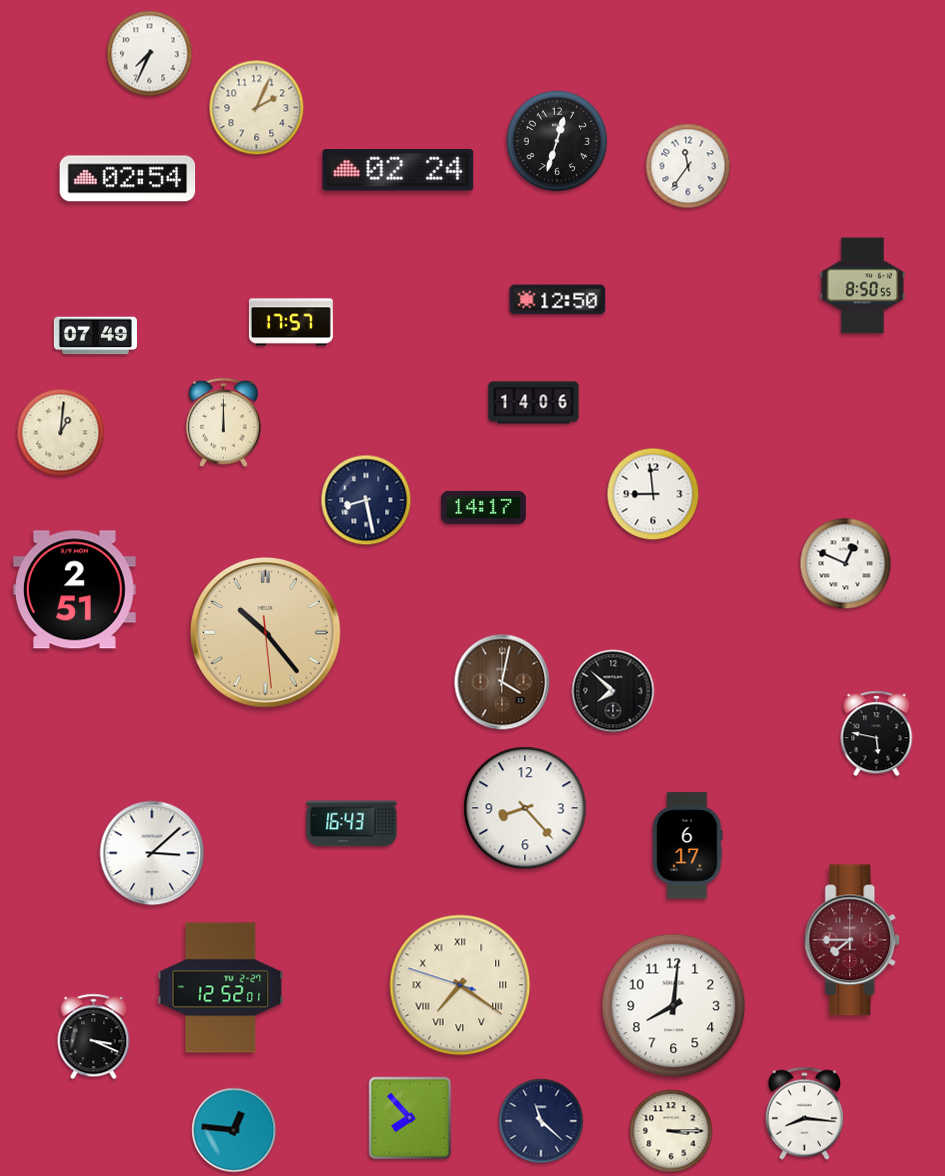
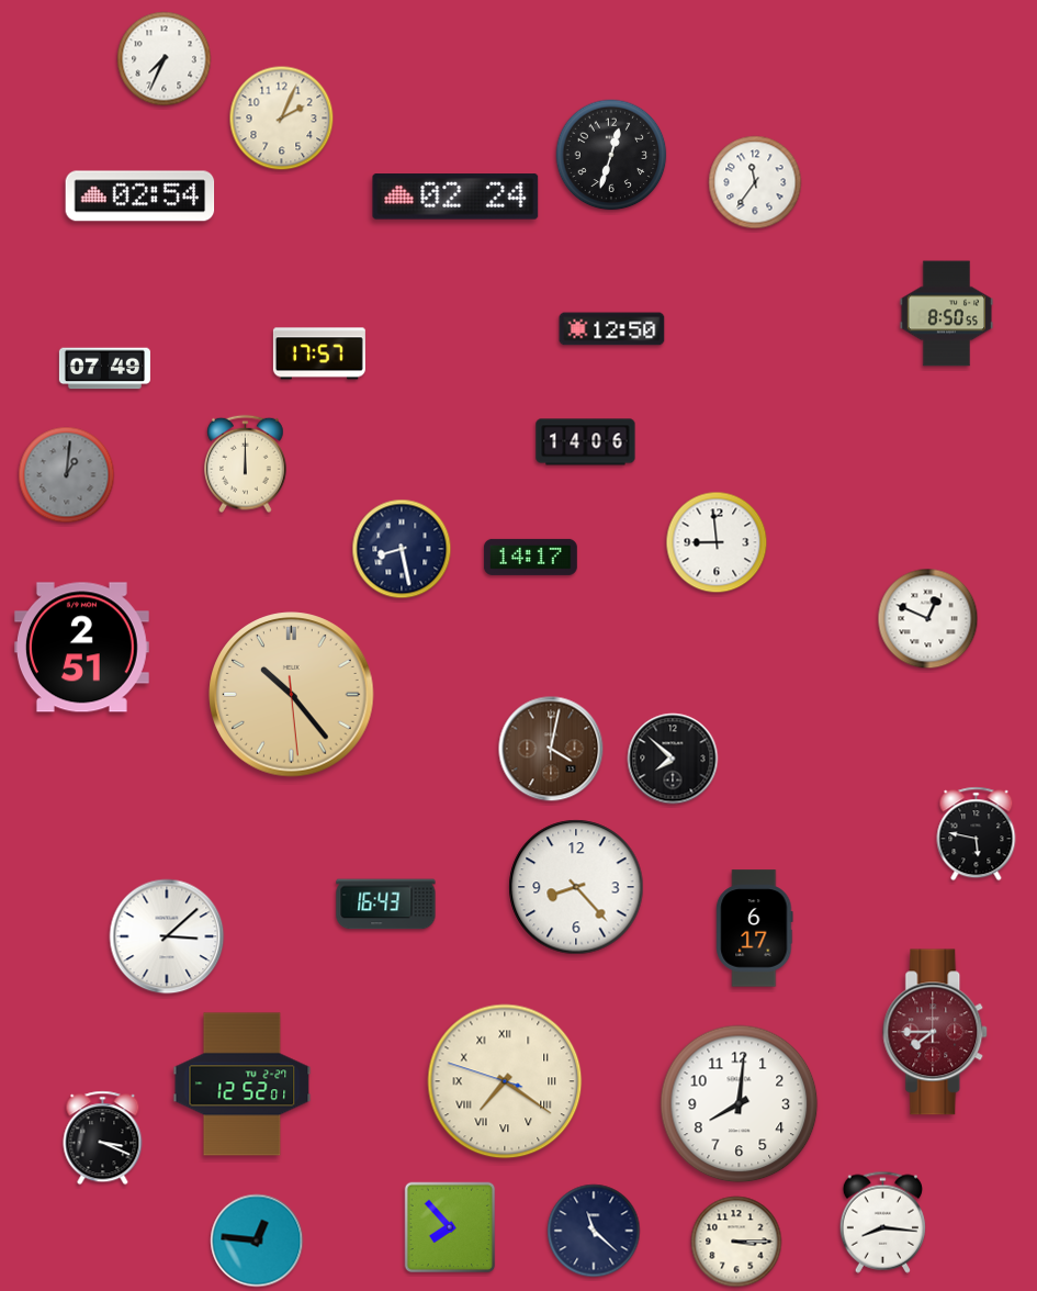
clock at (398, 170) position: (398, 170) -> (455, 197)
clock at (61, 433) dial: cream -> grey
clock at (877, 734) position: (877, 734) -> (977, 834)
